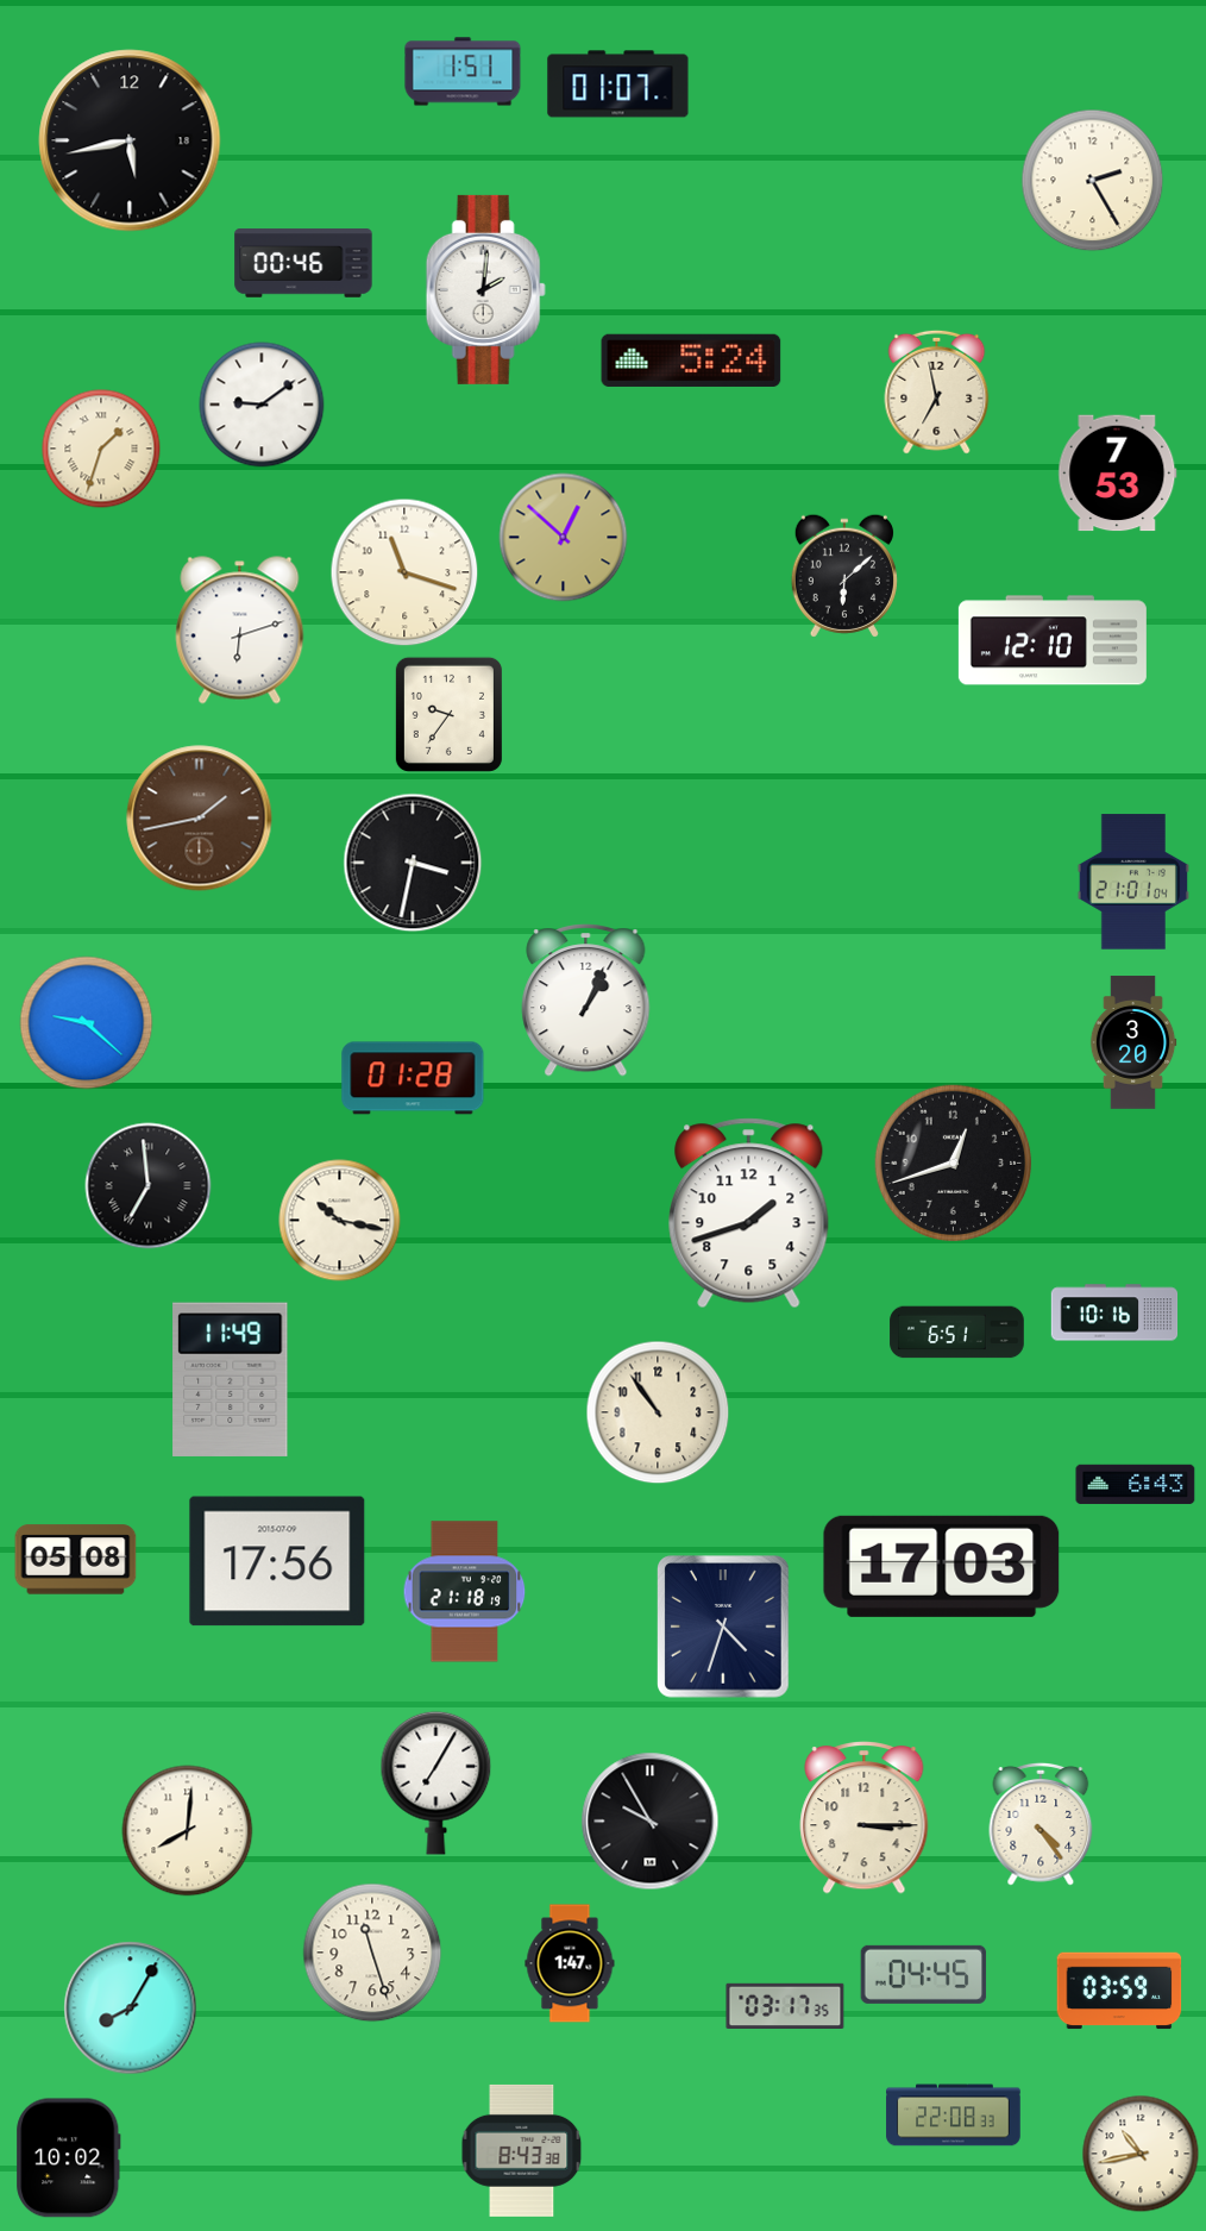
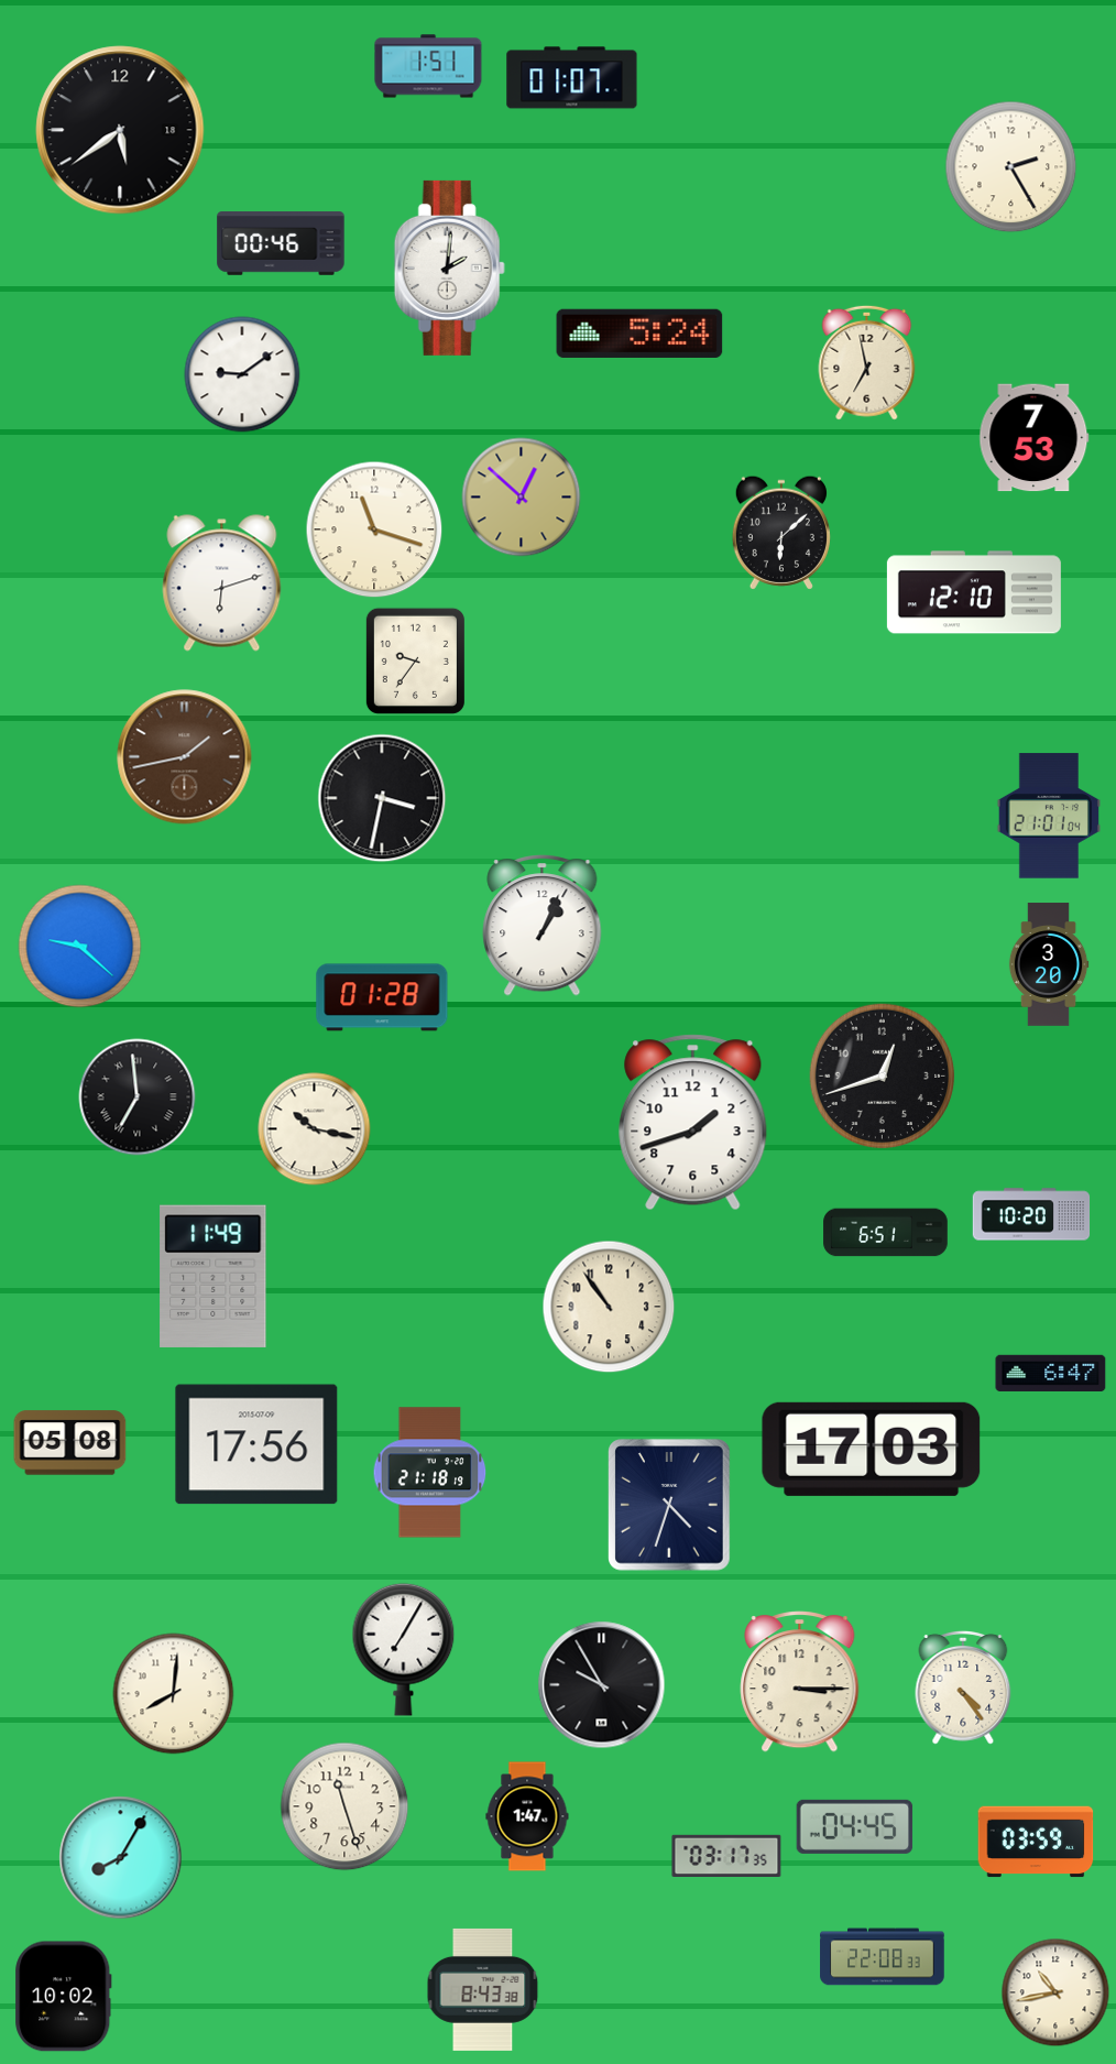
clock at (130, 140): 5:43 -> 5:39
clock at (101, 449): 1:33 -> none
clock at (1114, 1312): 10:16 -> 10:20
clock at (1136, 1484): 6:43 -> 6:47
